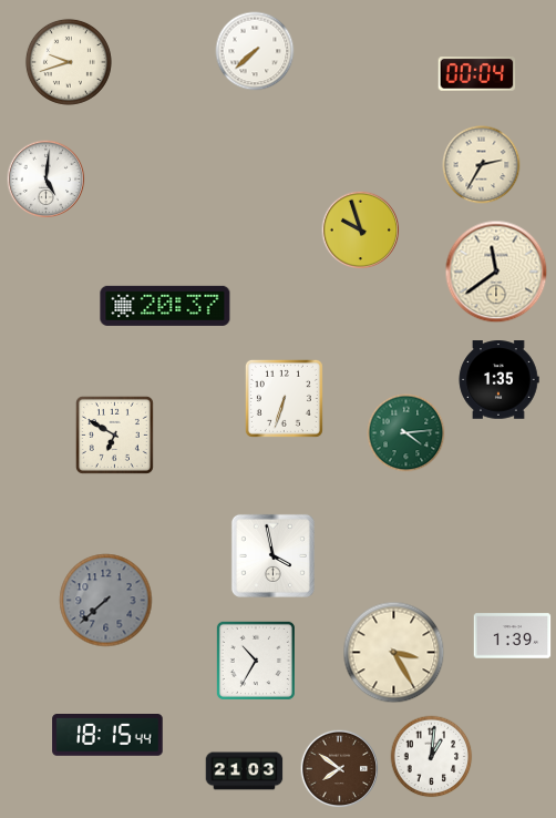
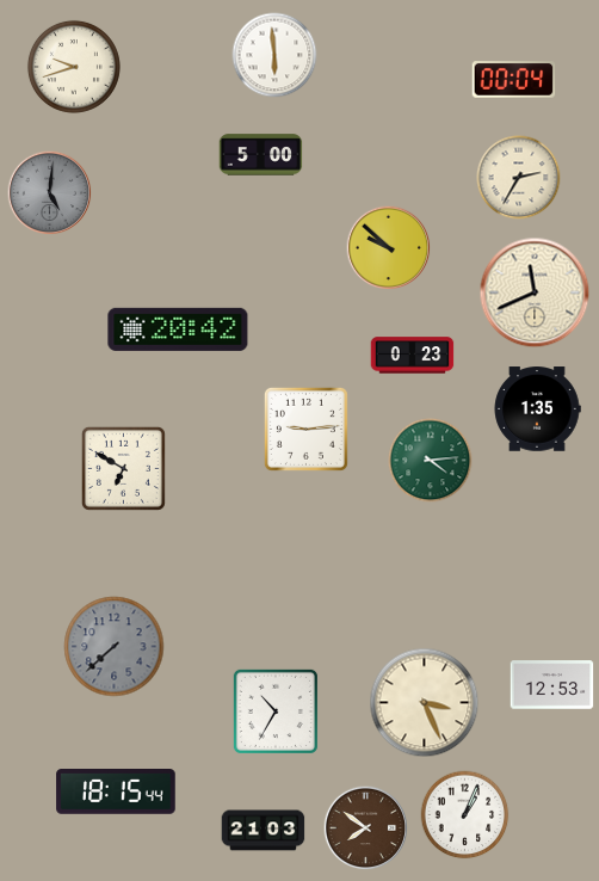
clock at (255, 51): 7:38 -> 5:59
clock at (261, 155): none -> 5:00
clock at (47, 180) dial: white -> grey
clock at (361, 231): 9:57 -> 9:52
clock at (496, 272): 11:39 -> 11:41
clock at (165, 306): 20:37 -> 20:42
clock at (413, 356): none -> 0:23
clock at (284, 398): 6:33 -> 9:14
clock at (406, 433) position: (406, 433) -> (431, 461)
clock at (272, 555): 3:58 -> none
clock at (513, 636): 1:39 -> 12:53
clock at (394, 653): 3:25 -> 3:26
clock at (432, 757): 1:01 -> 1:04
